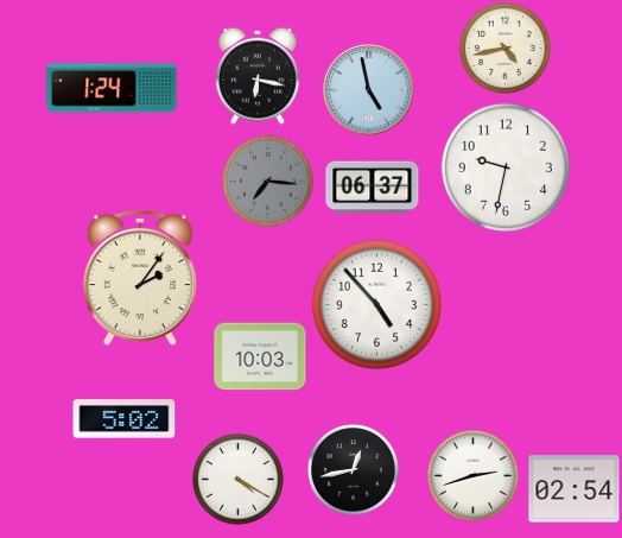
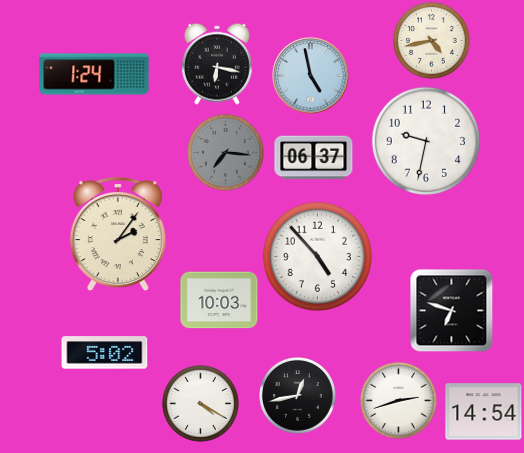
clock at (506, 49) position: (506, 49) -> (432, 41)
clock at (452, 311): none -> 6:48
clock at (575, 489): 02:54 -> 14:54
